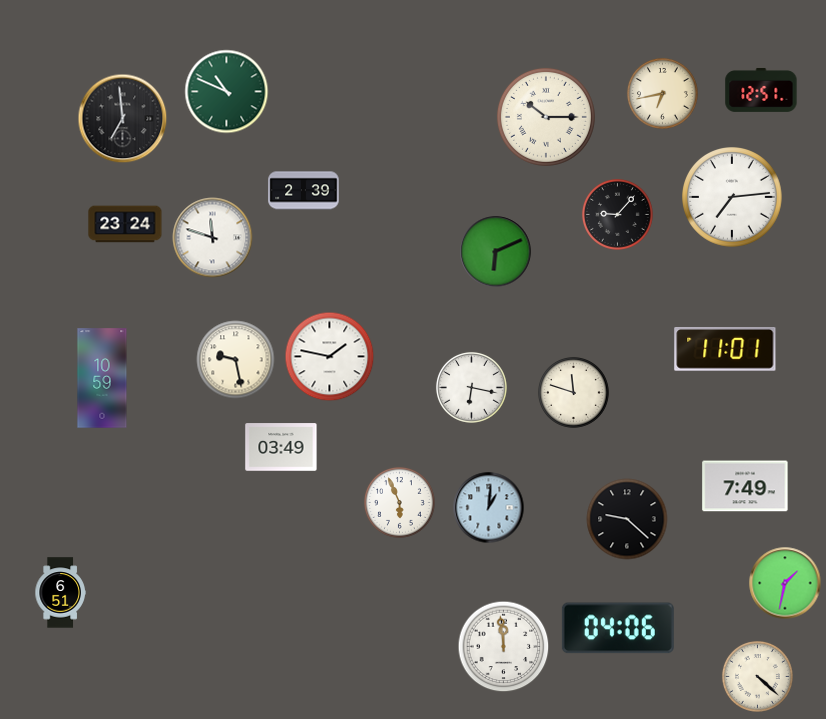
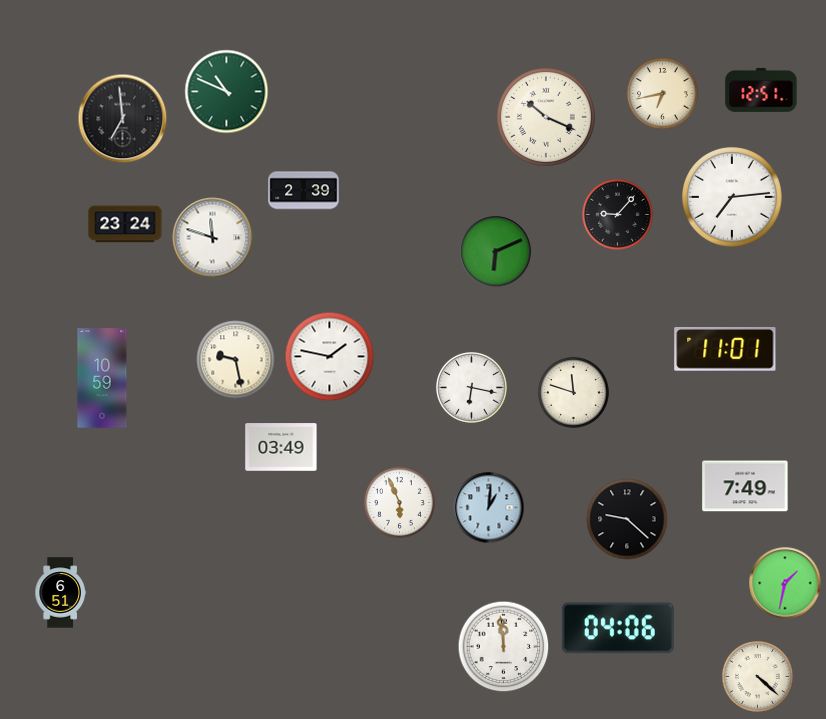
clock at (546, 117): 10:15 -> 10:19
